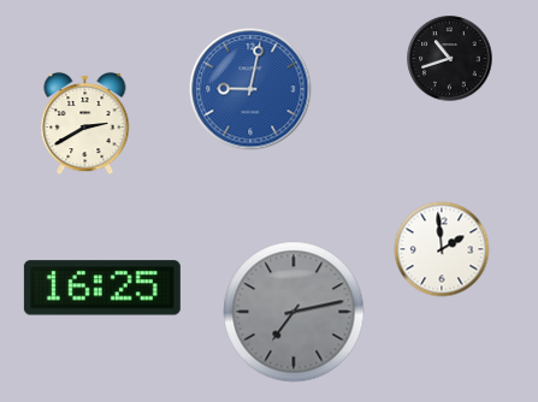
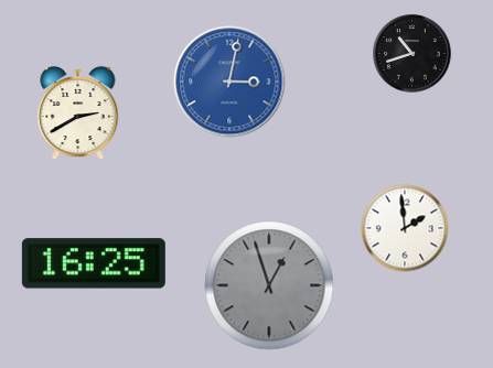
clock at (250, 89): 9:02 -> 3:02
clock at (294, 312): 7:13 -> 12:57
